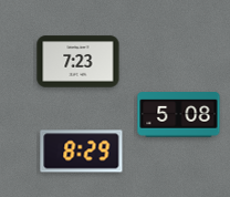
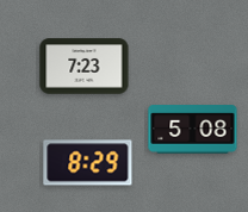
clock at (179, 115) position: (179, 115) -> (193, 130)
